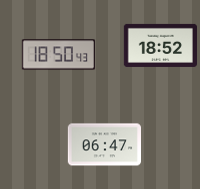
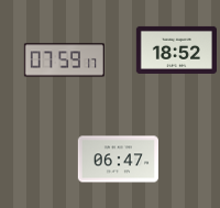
clock at (58, 55): 18:50 -> 07:59
clock at (104, 145) position: (104, 145) -> (118, 160)
